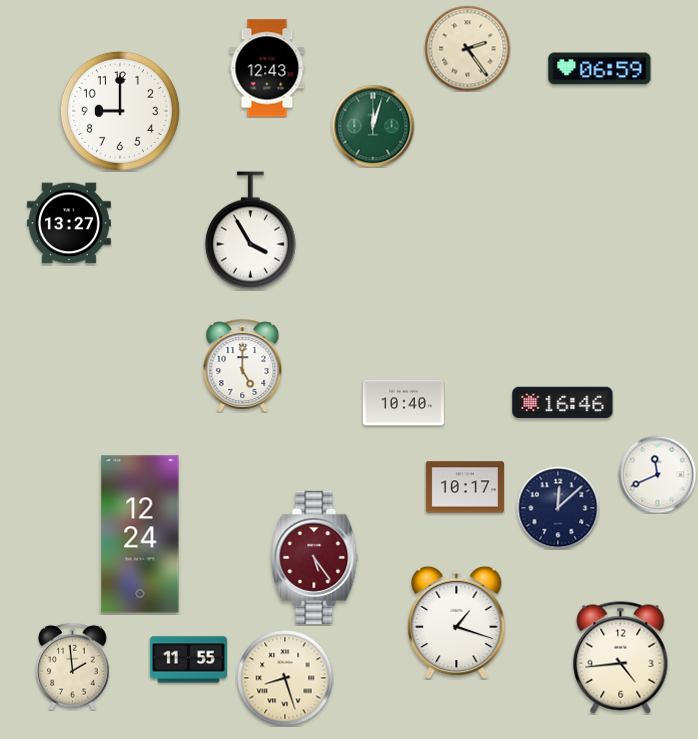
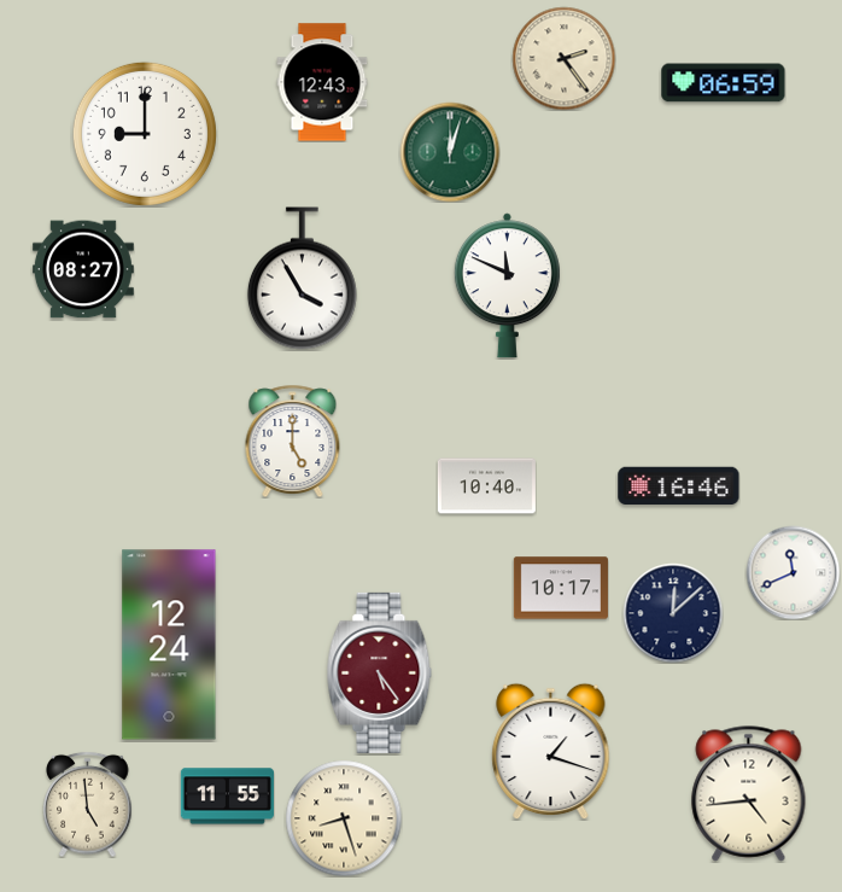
clock at (69, 223): 13:27 -> 08:27
clock at (507, 286): none -> 11:49
clock at (73, 666): 1:59 -> 4:59
